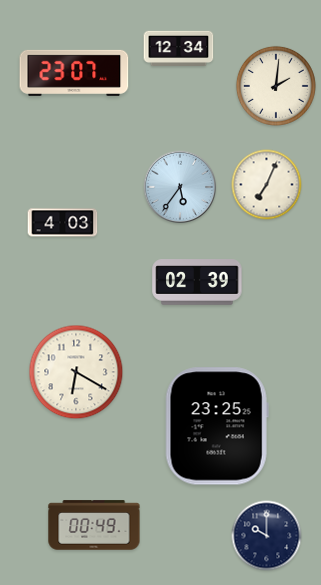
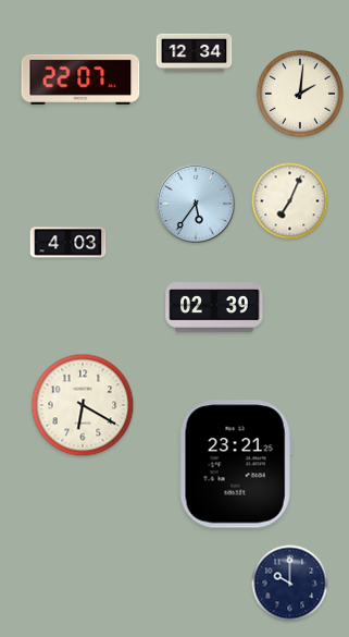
clock at (74, 73): 23:07 -> 22:07
clock at (217, 426): 23:25 -> 23:21
clock at (94, 525): 00:49 -> none
